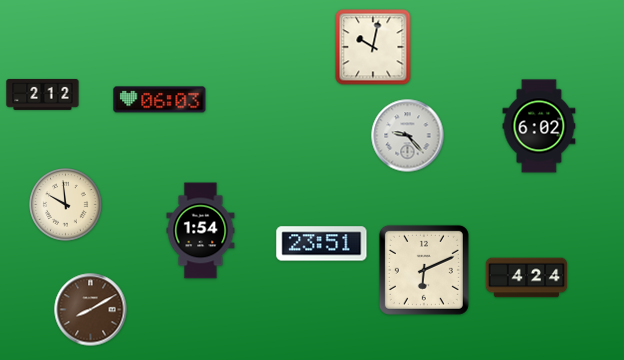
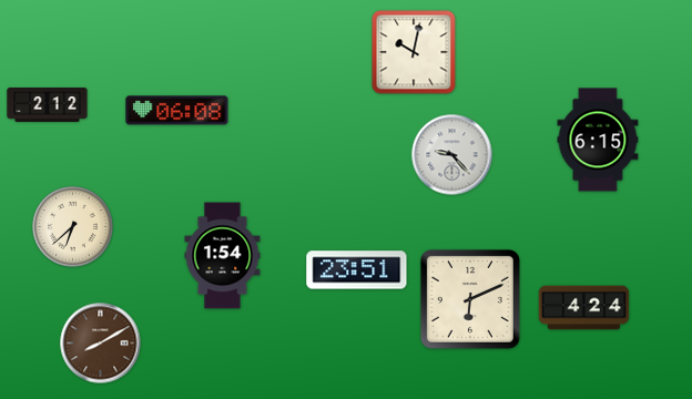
clock at (160, 100): 06:03 -> 06:08
clock at (539, 126): 6:02 -> 6:15
clock at (408, 136) position: (408, 136) -> (452, 155)
clock at (66, 205): 9:59 -> 6:38
